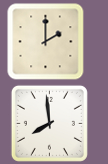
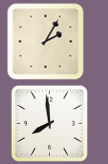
clock at (46, 42): 2:00 -> 2:05
